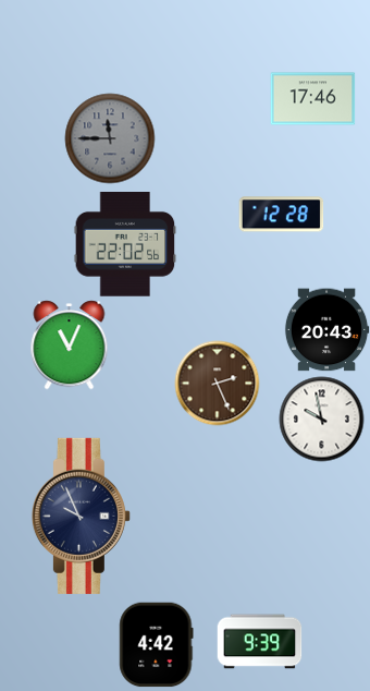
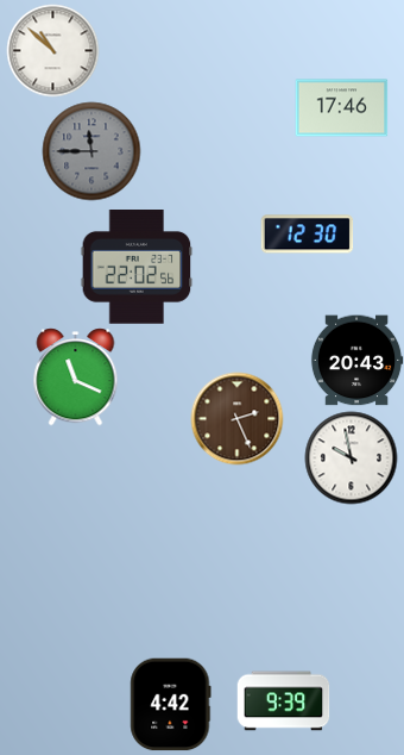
clock at (52, 50): none -> 10:52
clock at (110, 138) position: (110, 138) -> (91, 151)
clock at (281, 215): 12:28 -> 12:30
clock at (70, 344): 11:04 -> 11:19
clock at (81, 516): 9:56 -> none
